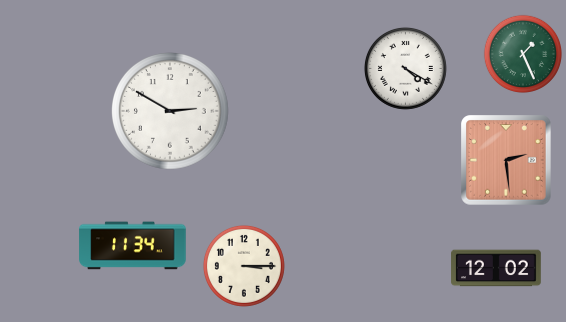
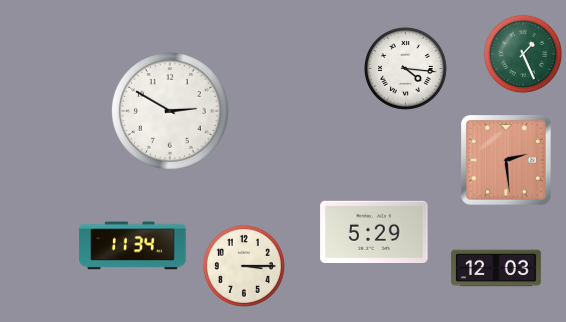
clock at (405, 68): 4:20 -> 4:16
clock at (374, 231): none -> 5:29
clock at (496, 268): 12:02 -> 12:03
